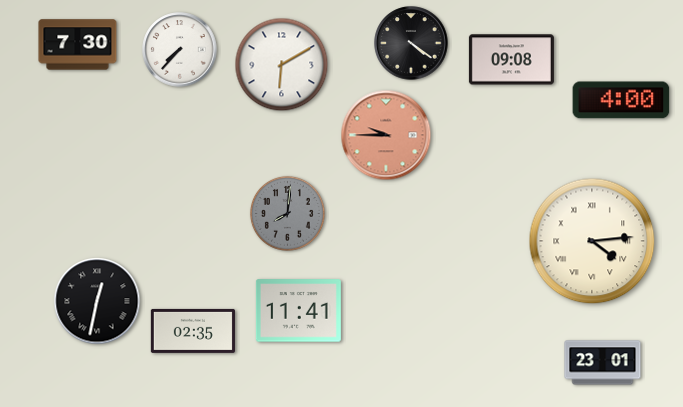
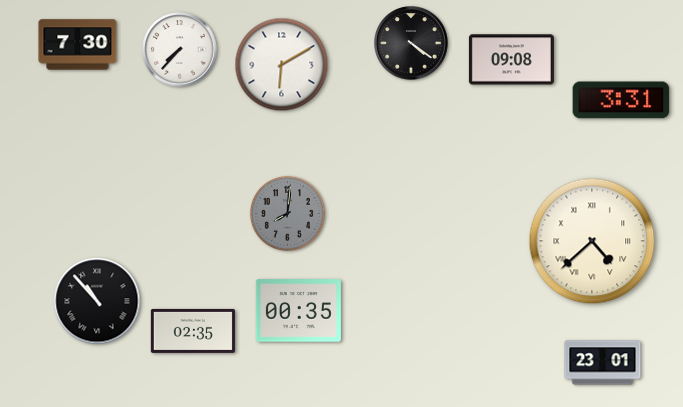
clock at (621, 100): 4:00 -> 3:31
clock at (386, 135): 9:45 -> none
clock at (592, 241): 4:14 -> 4:38
clock at (97, 301): 12:32 -> 10:53
clock at (298, 311): 11:41 -> 00:35
